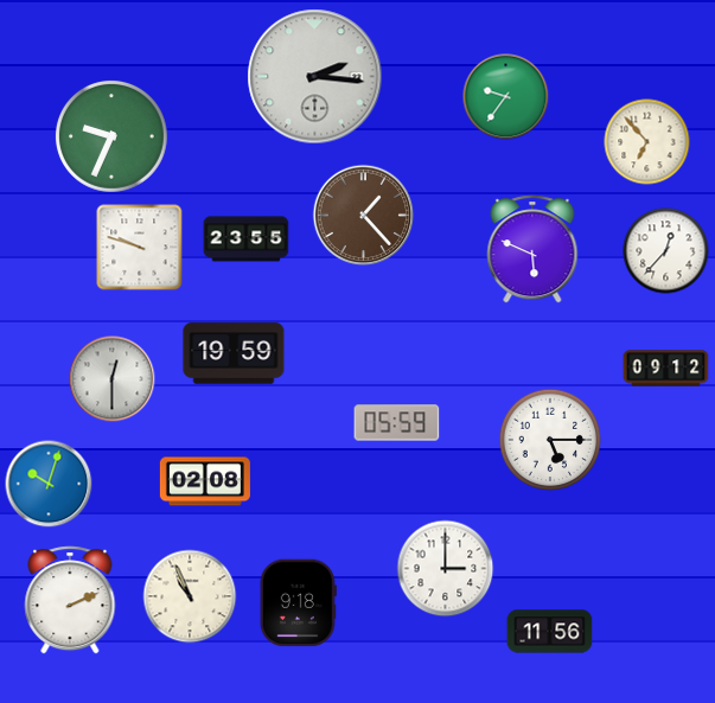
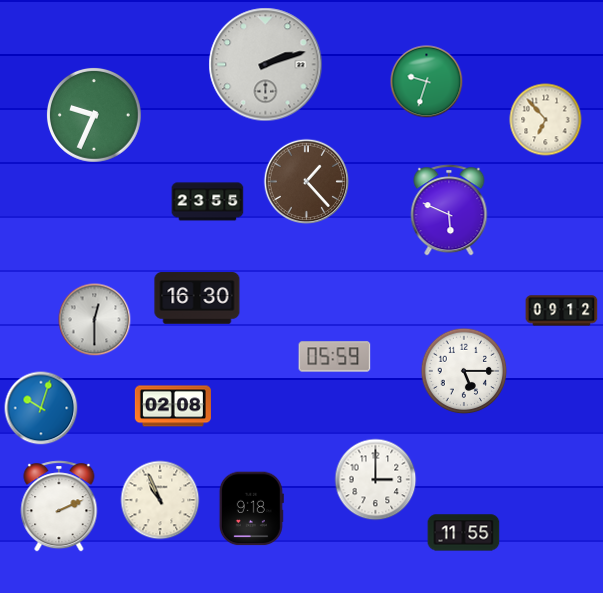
clock at (315, 77): 2:16 -> 2:12
clock at (506, 97): 9:36 -> 9:33
clock at (140, 248): 9:48 -> none
clock at (666, 251): 12:37 -> none
clock at (234, 353): 19:59 -> 16:30
clock at (190, 596) position: (190, 596) -> (160, 500)
clock at (550, 632): 11:56 -> 11:55
